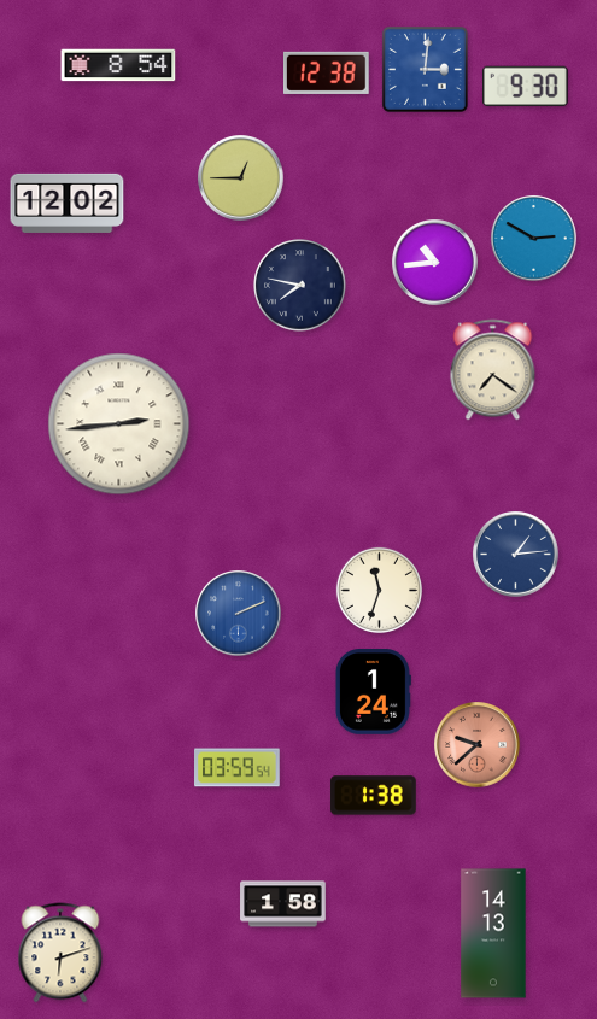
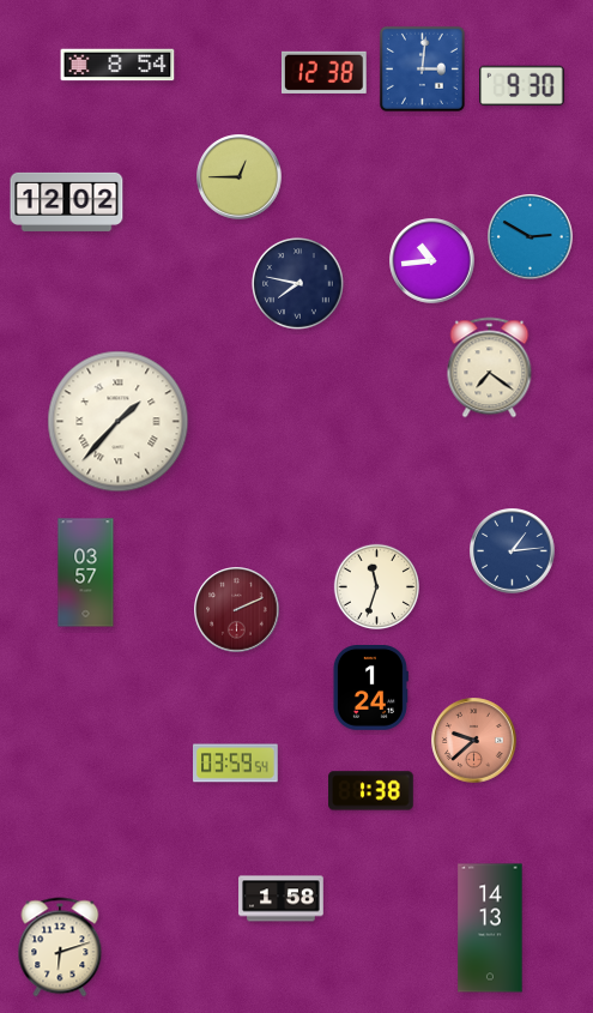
clock at (119, 424): 2:44 -> 1:37
clock at (86, 573): none -> 03:57
clock at (239, 614) dial: blue -> burgundy
